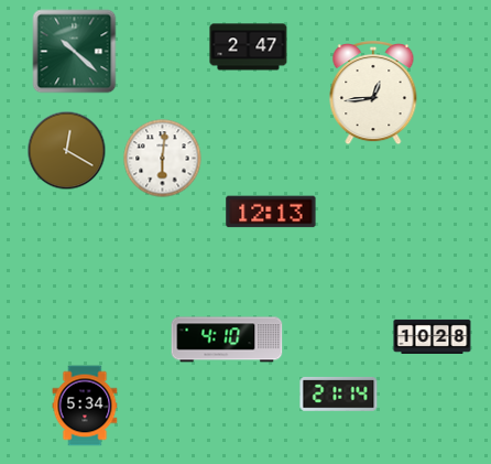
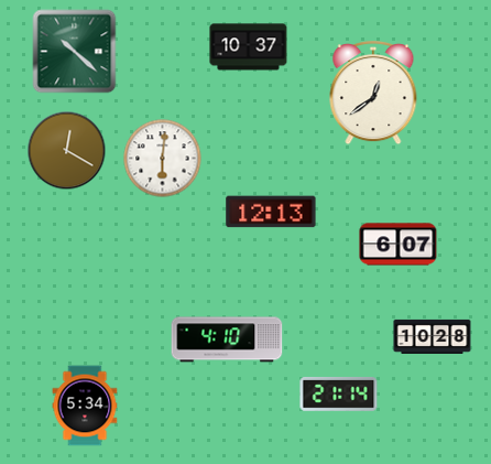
clock at (249, 47): 2:47 -> 10:37
clock at (373, 93): 12:44 -> 12:39
clock at (399, 245): none -> 6:07
